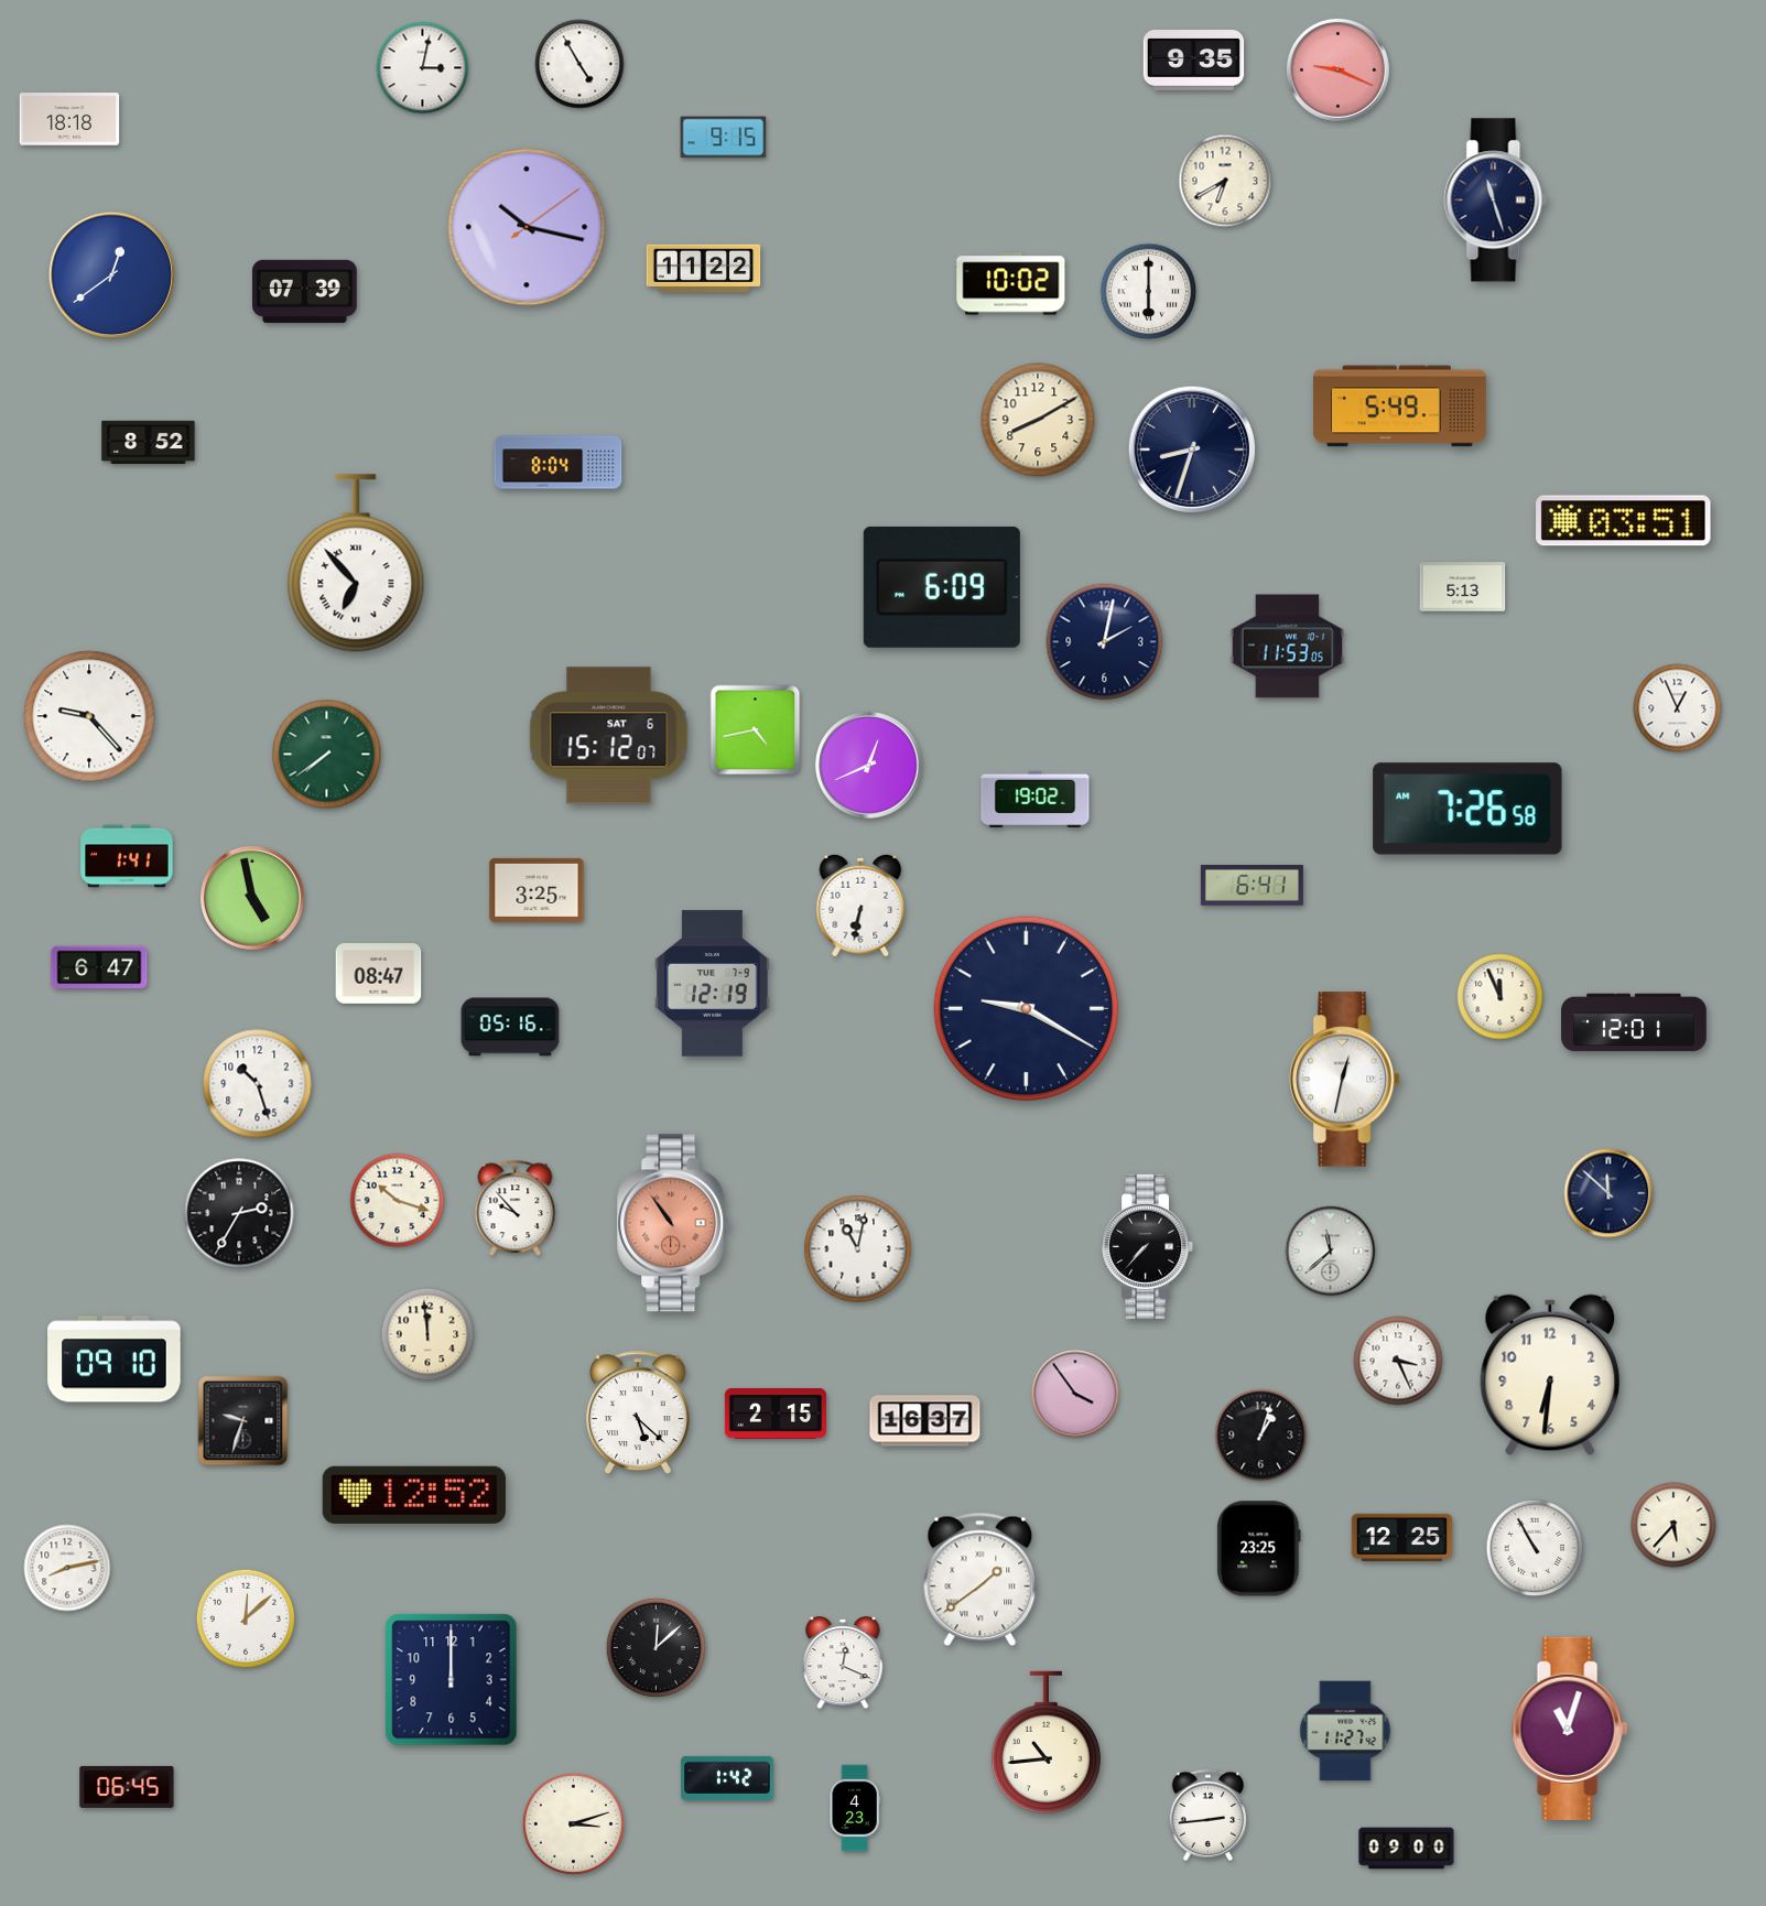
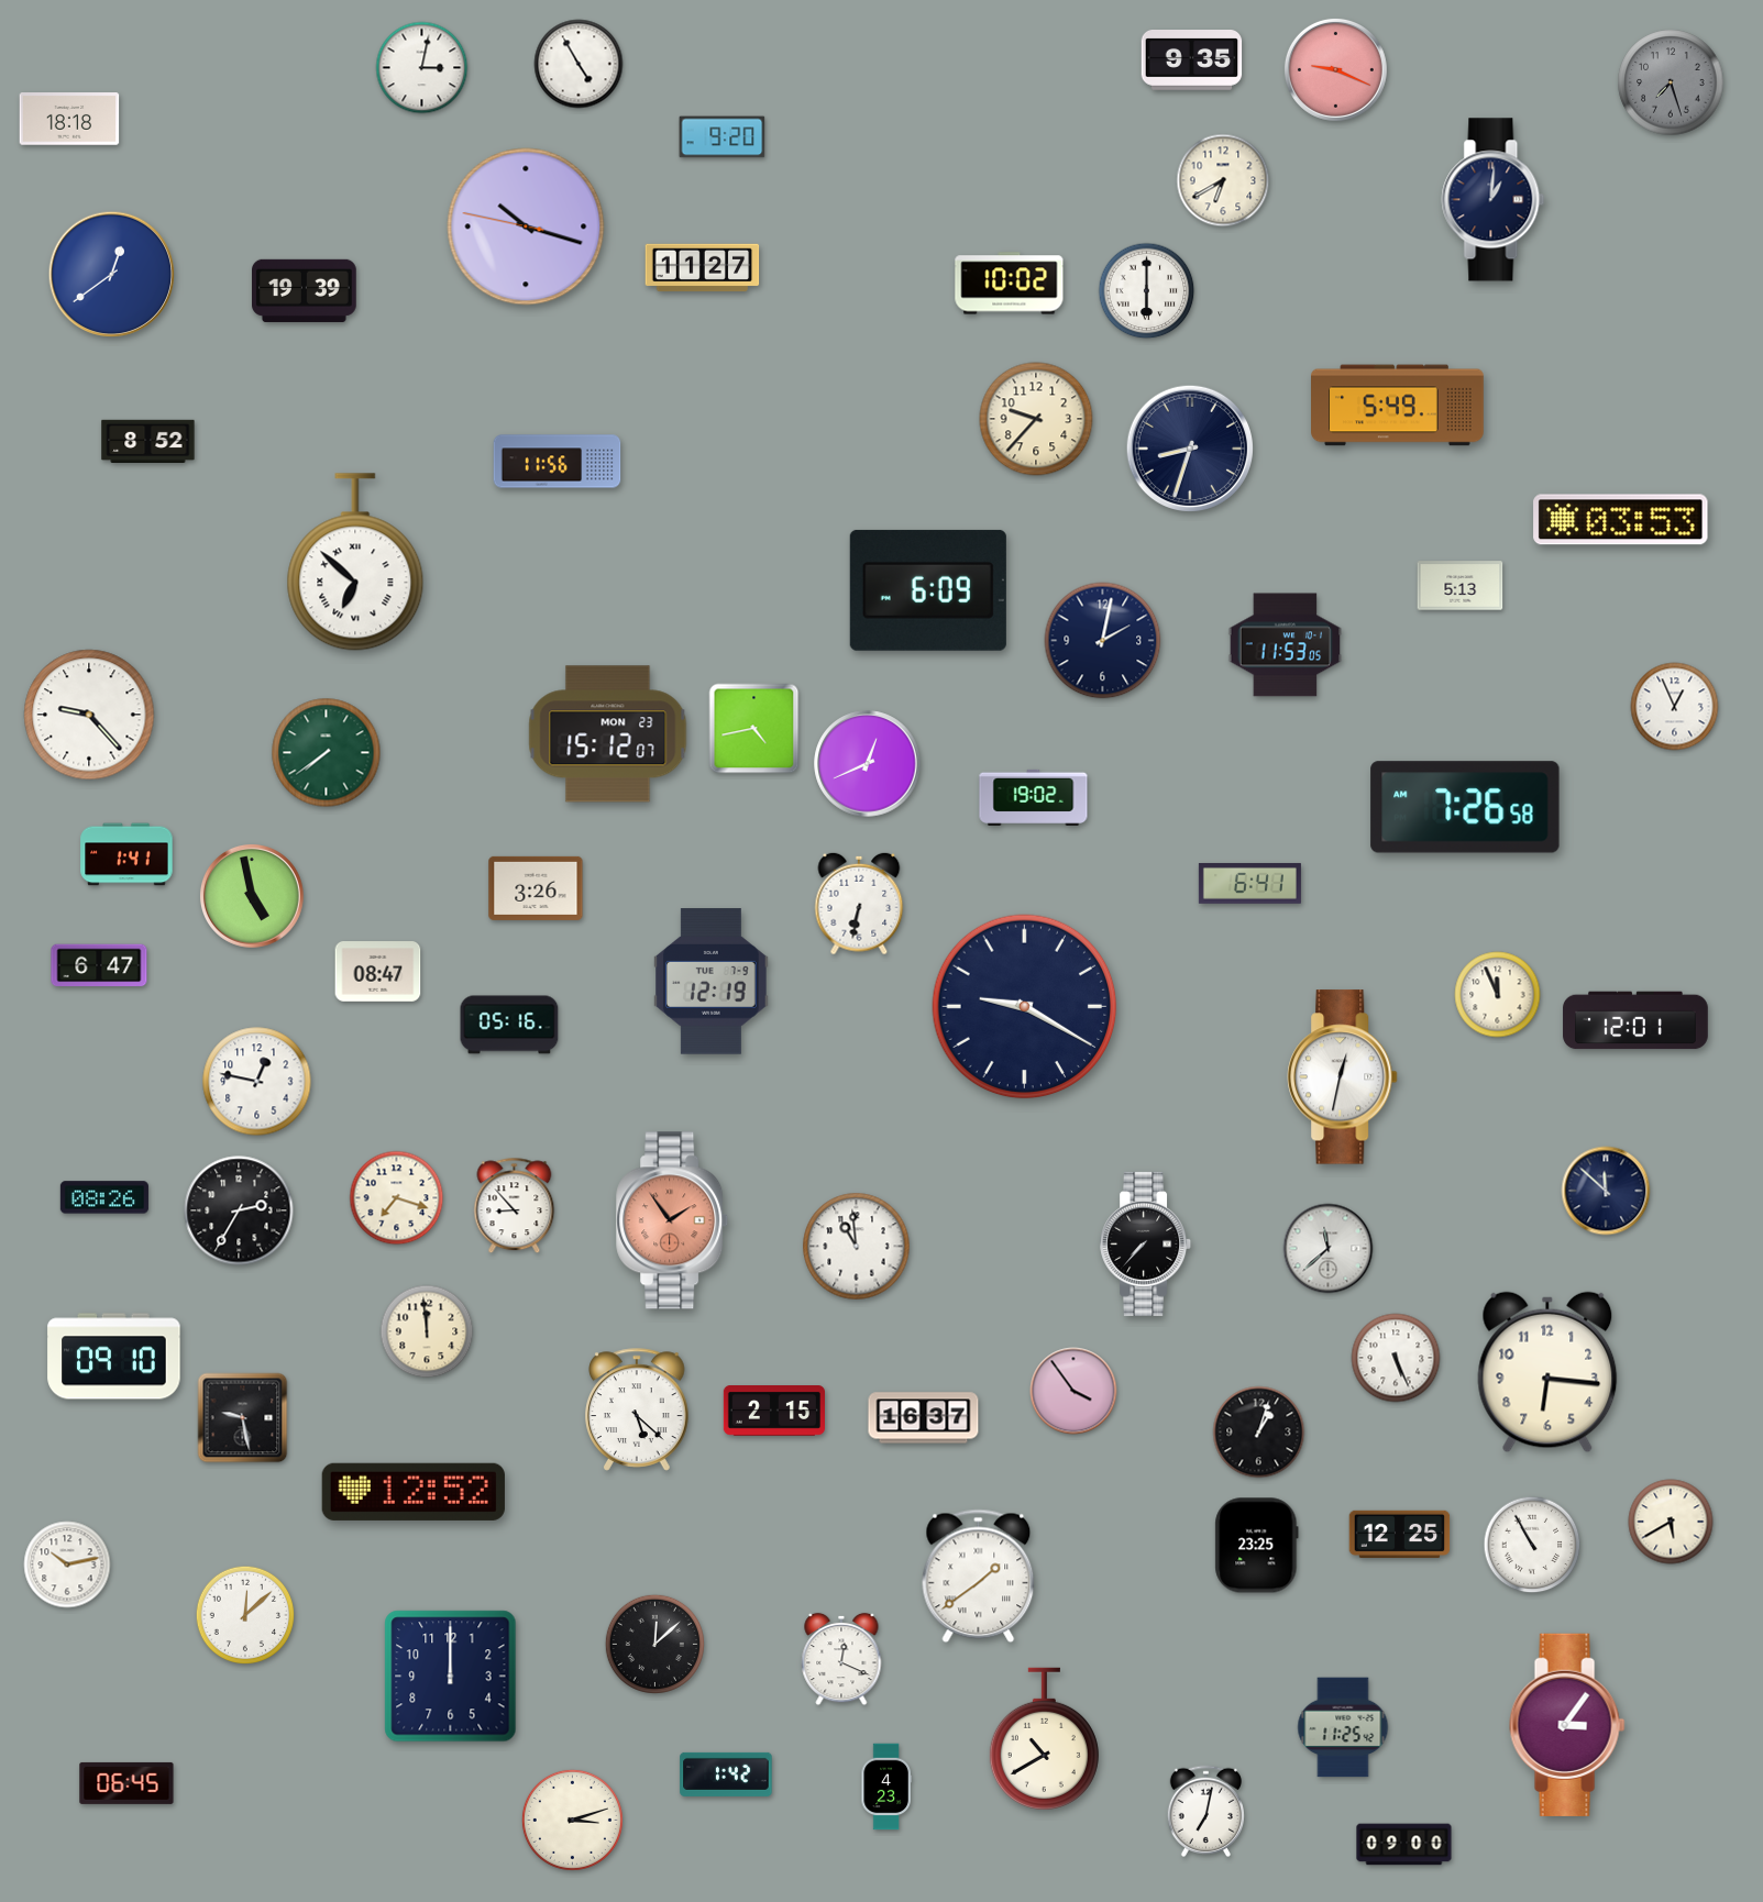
clock at (1671, 82): none -> 7:27
clock at (724, 138): 9:15 -> 9:20
clock at (1496, 201): 11:27 -> 1:01
clock at (527, 227): 10:17:09 -> 10:17:47
clock at (704, 269): 11:22 -> 11:27
clock at (305, 291): 07:39 -> 19:39
clock at (1038, 420): 8:10 -> 9:37
clock at (559, 463): 8:04 -> 11:56
clock at (1624, 521): 03:51 -> 03:53
clock at (356, 563): 6:53 -> 6:52
clock at (942, 587) position: (942, 587) -> (928, 590)
clock at (609, 736) date: SAT 6 -> MON 23
clock at (537, 890): 3:25 -> 3:26
clock at (1634, 1022) position: (1634, 1022) -> (1635, 1020)
clock at (258, 1084): 10:27 -> 12:47
clock at (104, 1197): none -> 08:26
clock at (398, 1201): 10:18 -> 7:18
clock at (516, 1209): 9:53 -> 8:53
clock at (674, 1223): 10:54 -> 1:54
clock at (858, 1249): 11:02 -> 10:59
clock at (1398, 1361): 3:26 -> 5:26
clock at (1550, 1375): 6:31 -> 6:16
clock at (243, 1421): 9:33 -> 9:28
clock at (1673, 1525): 5:37 -> 5:40
clock at (67, 1568): 8:13 -> 10:13
clock at (1570, 1729): 11:03 -> 3:06
clock at (1345, 1731): 11:27 -> 11:25
clock at (1045, 1742): 10:44 -> 10:40
clock at (855, 1808) position: (855, 1808) -> (886, 1787)
clock at (1207, 1815): 2:44 -> 7:02
